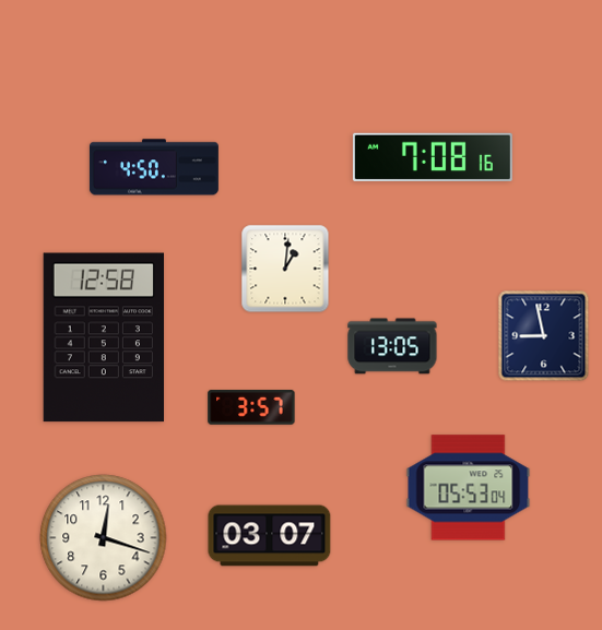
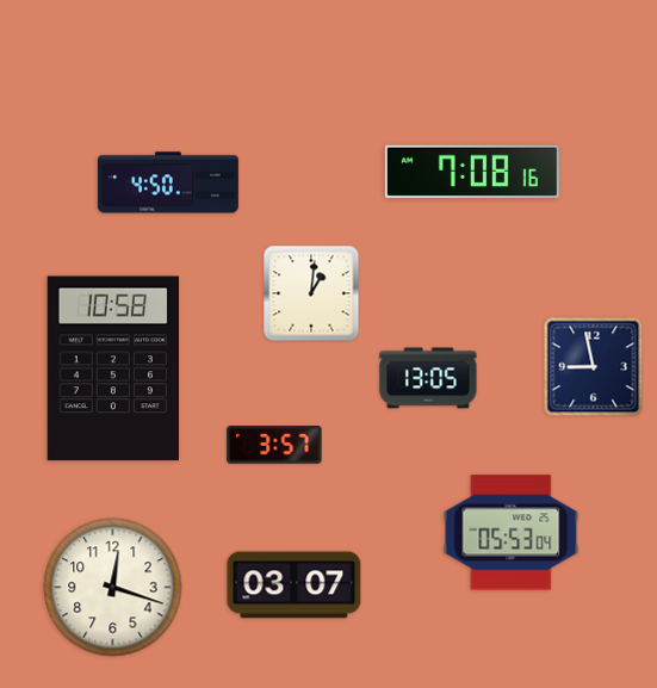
clock at (103, 337): 12:58 -> 10:58
